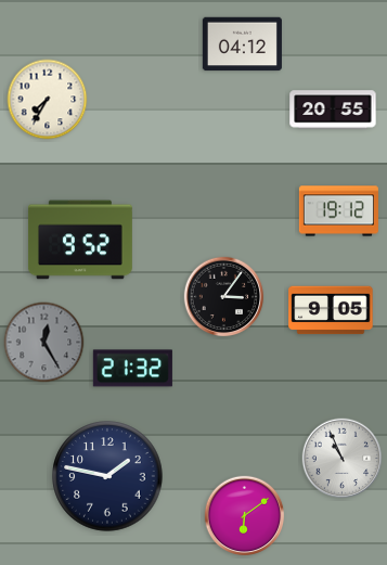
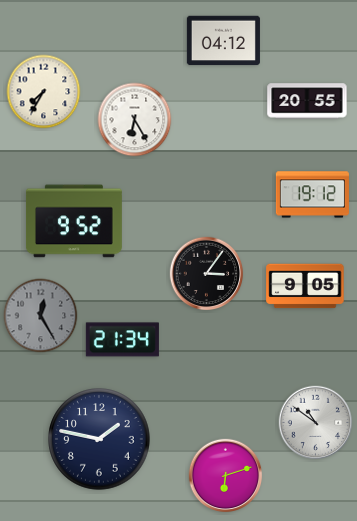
clock at (135, 120): none -> 6:25
clock at (132, 369): 21:32 -> 21:34
clock at (343, 459): 10:56 -> 10:51
clock at (245, 516): 6:09 -> 6:12
